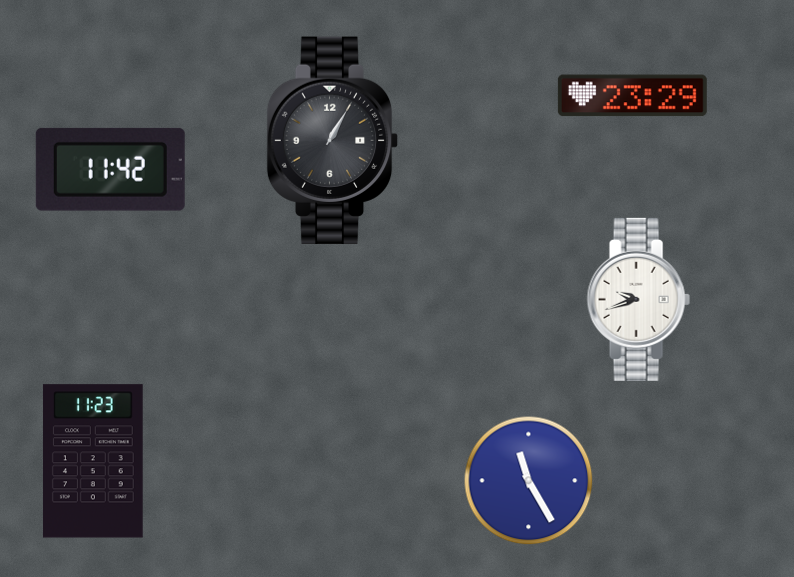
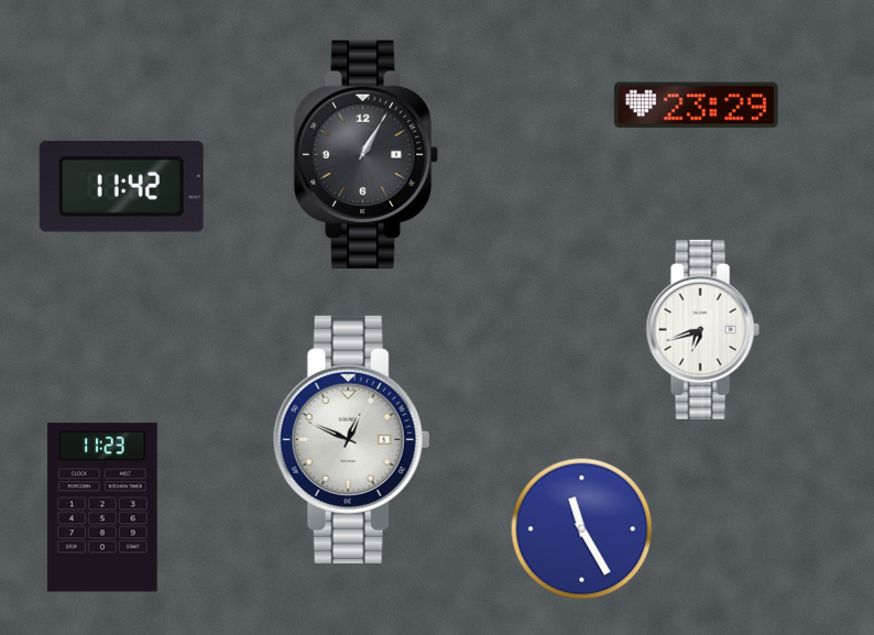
clock at (638, 299): 9:42 -> 6:42
clock at (351, 439): none -> 12:49
